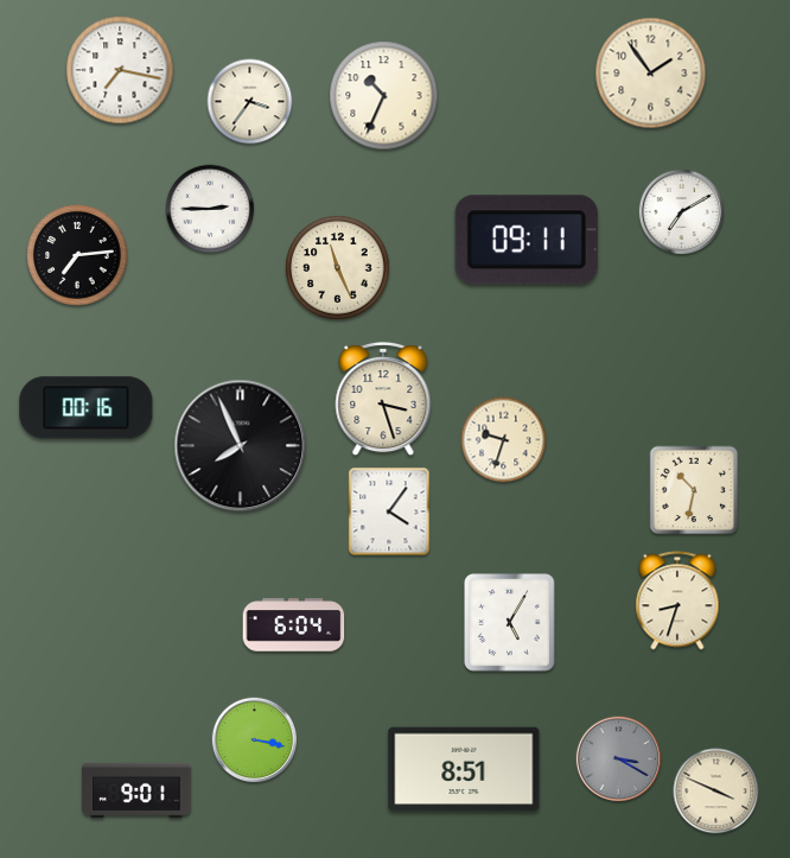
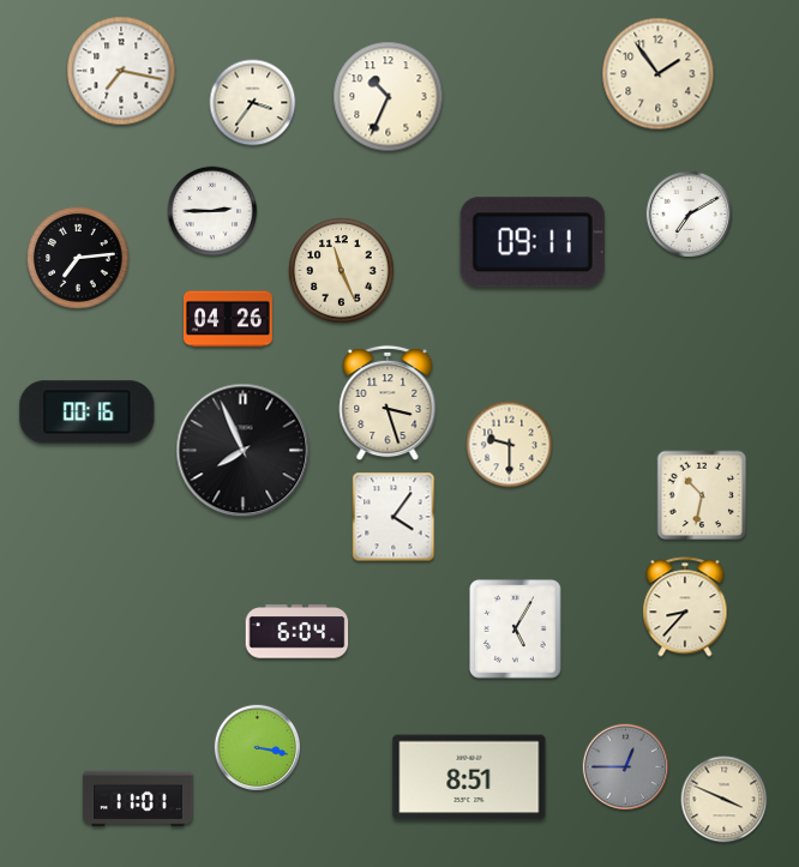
clock at (229, 319): none -> 04:26
clock at (504, 440): 9:33 -> 9:30
clock at (677, 600): 8:33 -> 8:37
clock at (619, 760): 3:20 -> 12:45
clock at (136, 790): 9:01 -> 11:01
